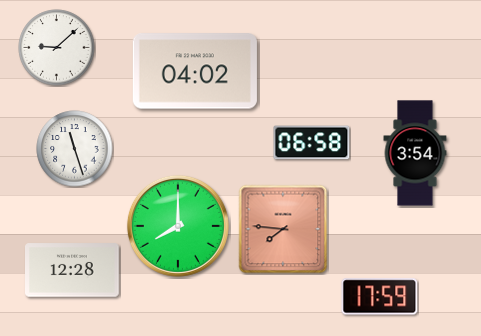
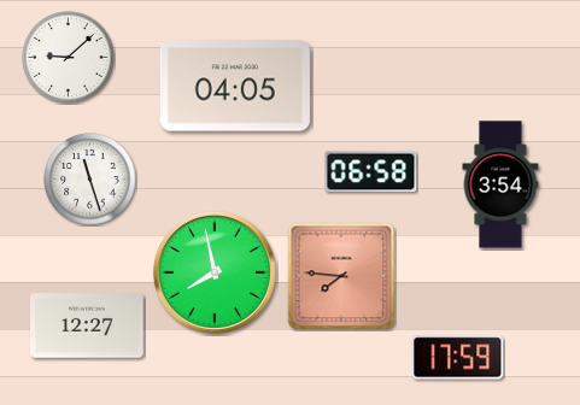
clock at (195, 71): 04:02 -> 04:05
clock at (312, 143) position: (312, 143) -> (371, 172)
clock at (178, 226): 8:00 -> 7:58
clock at (73, 270): 12:28 -> 12:27
